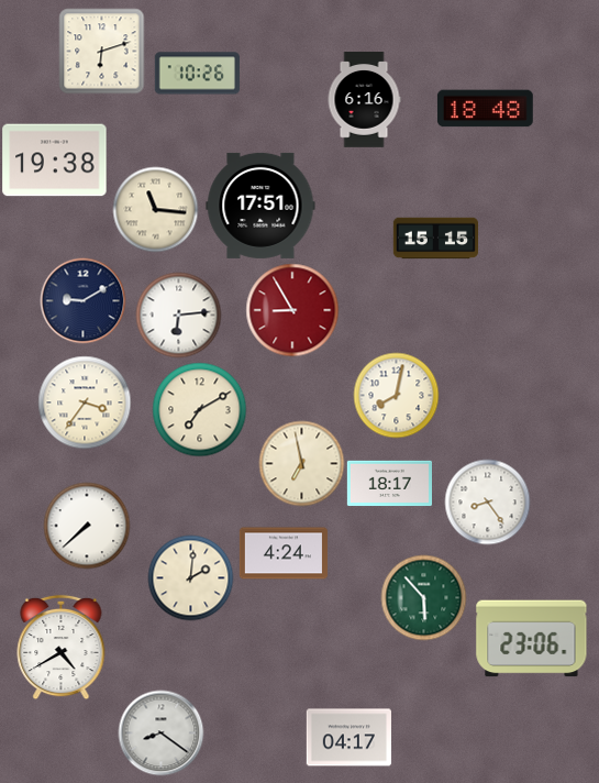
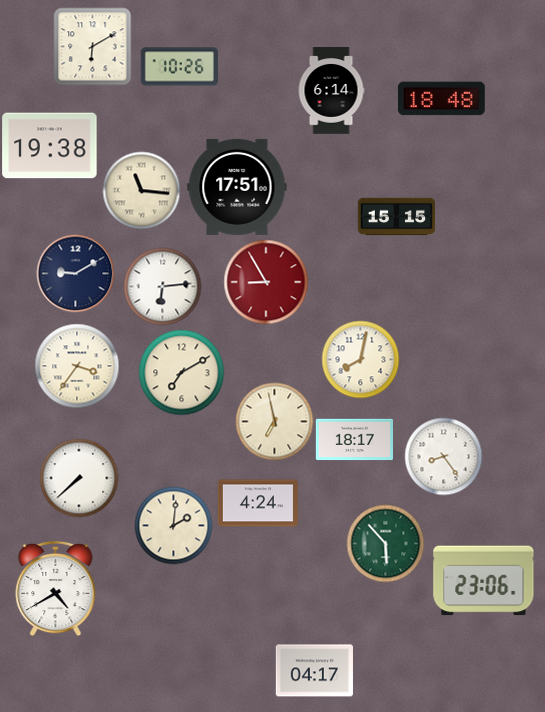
clock at (101, 51): 6:12 -> 6:10
clock at (364, 100): 6:16 -> 6:14
clock at (160, 732): 8:21 -> none
clock at (348, 738) position: (348, 738) -> (314, 671)
